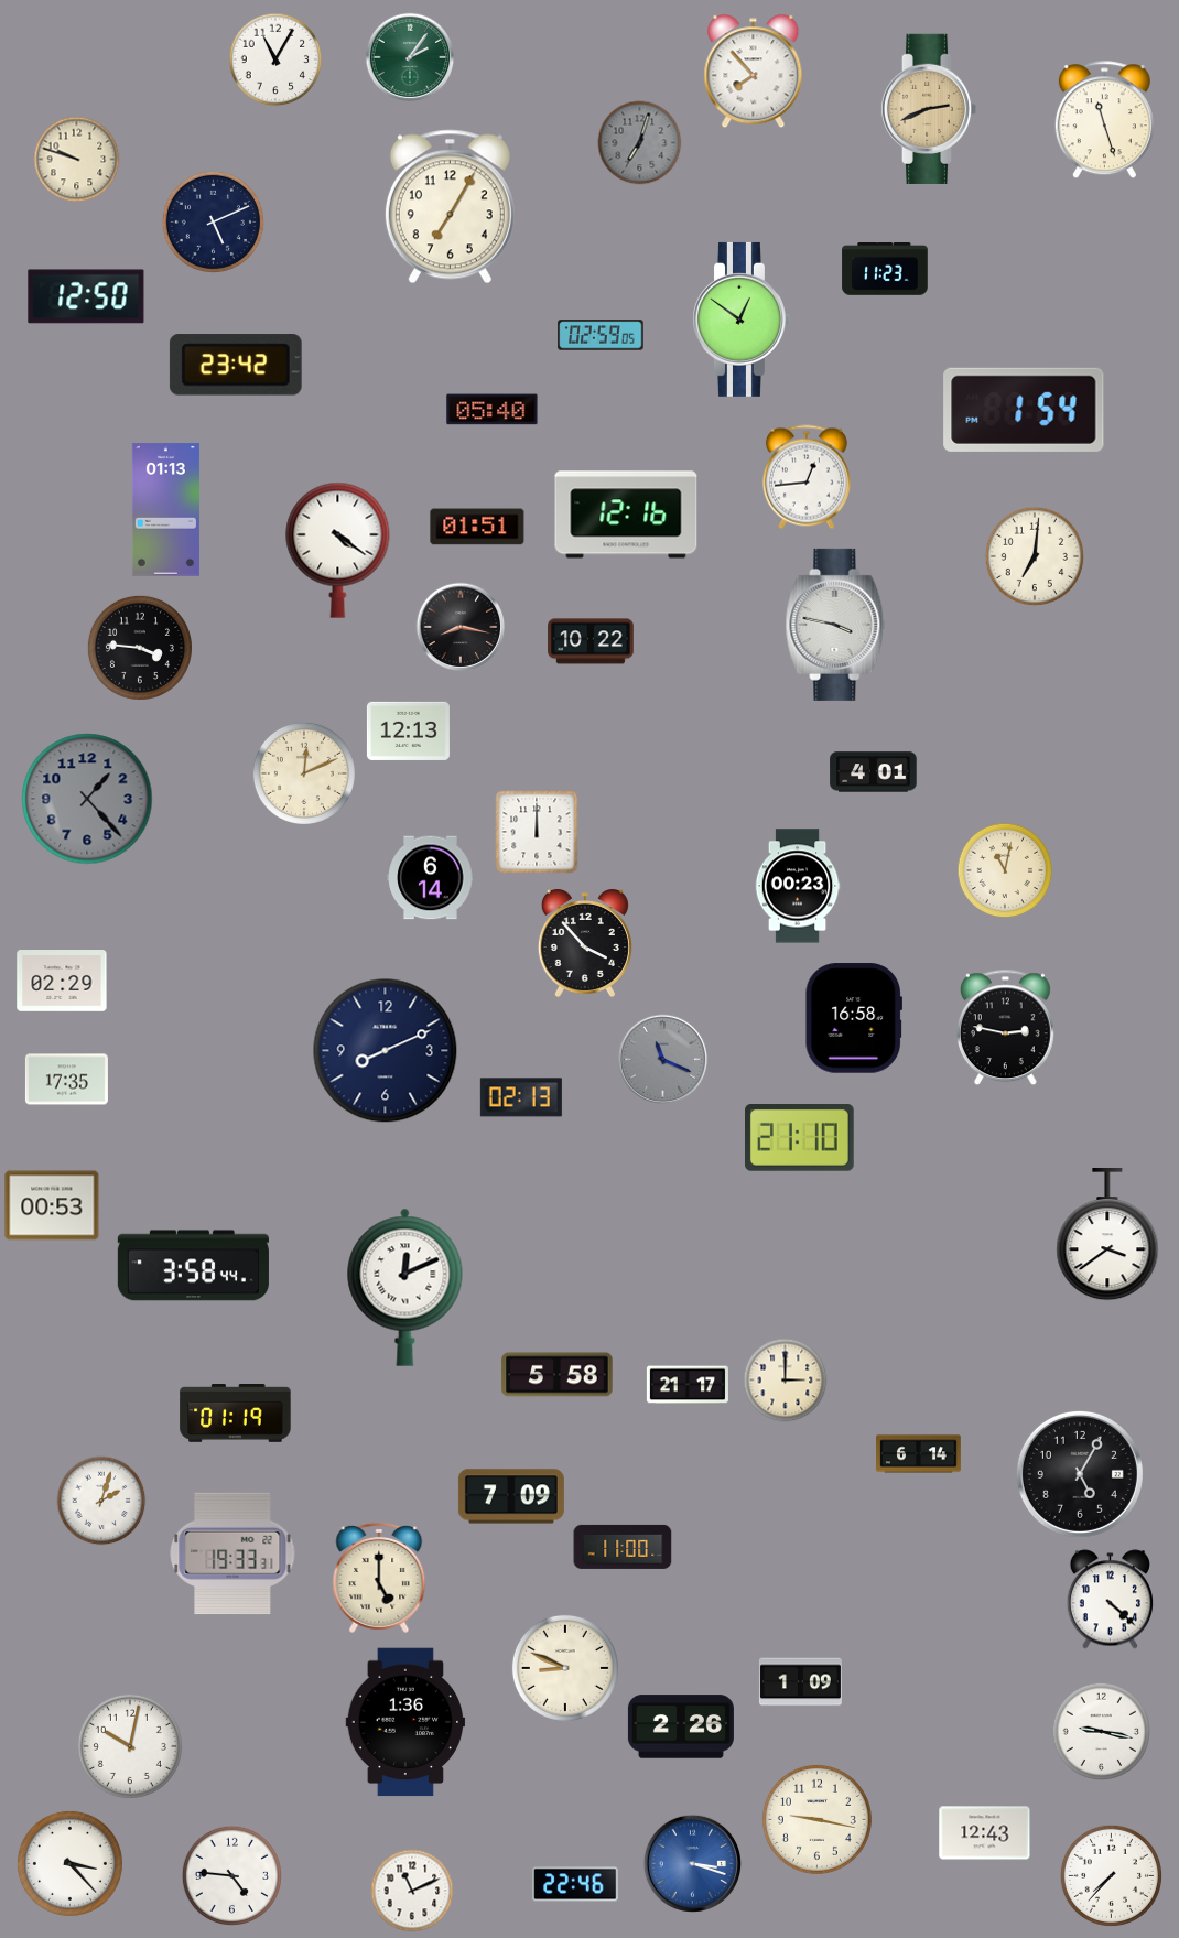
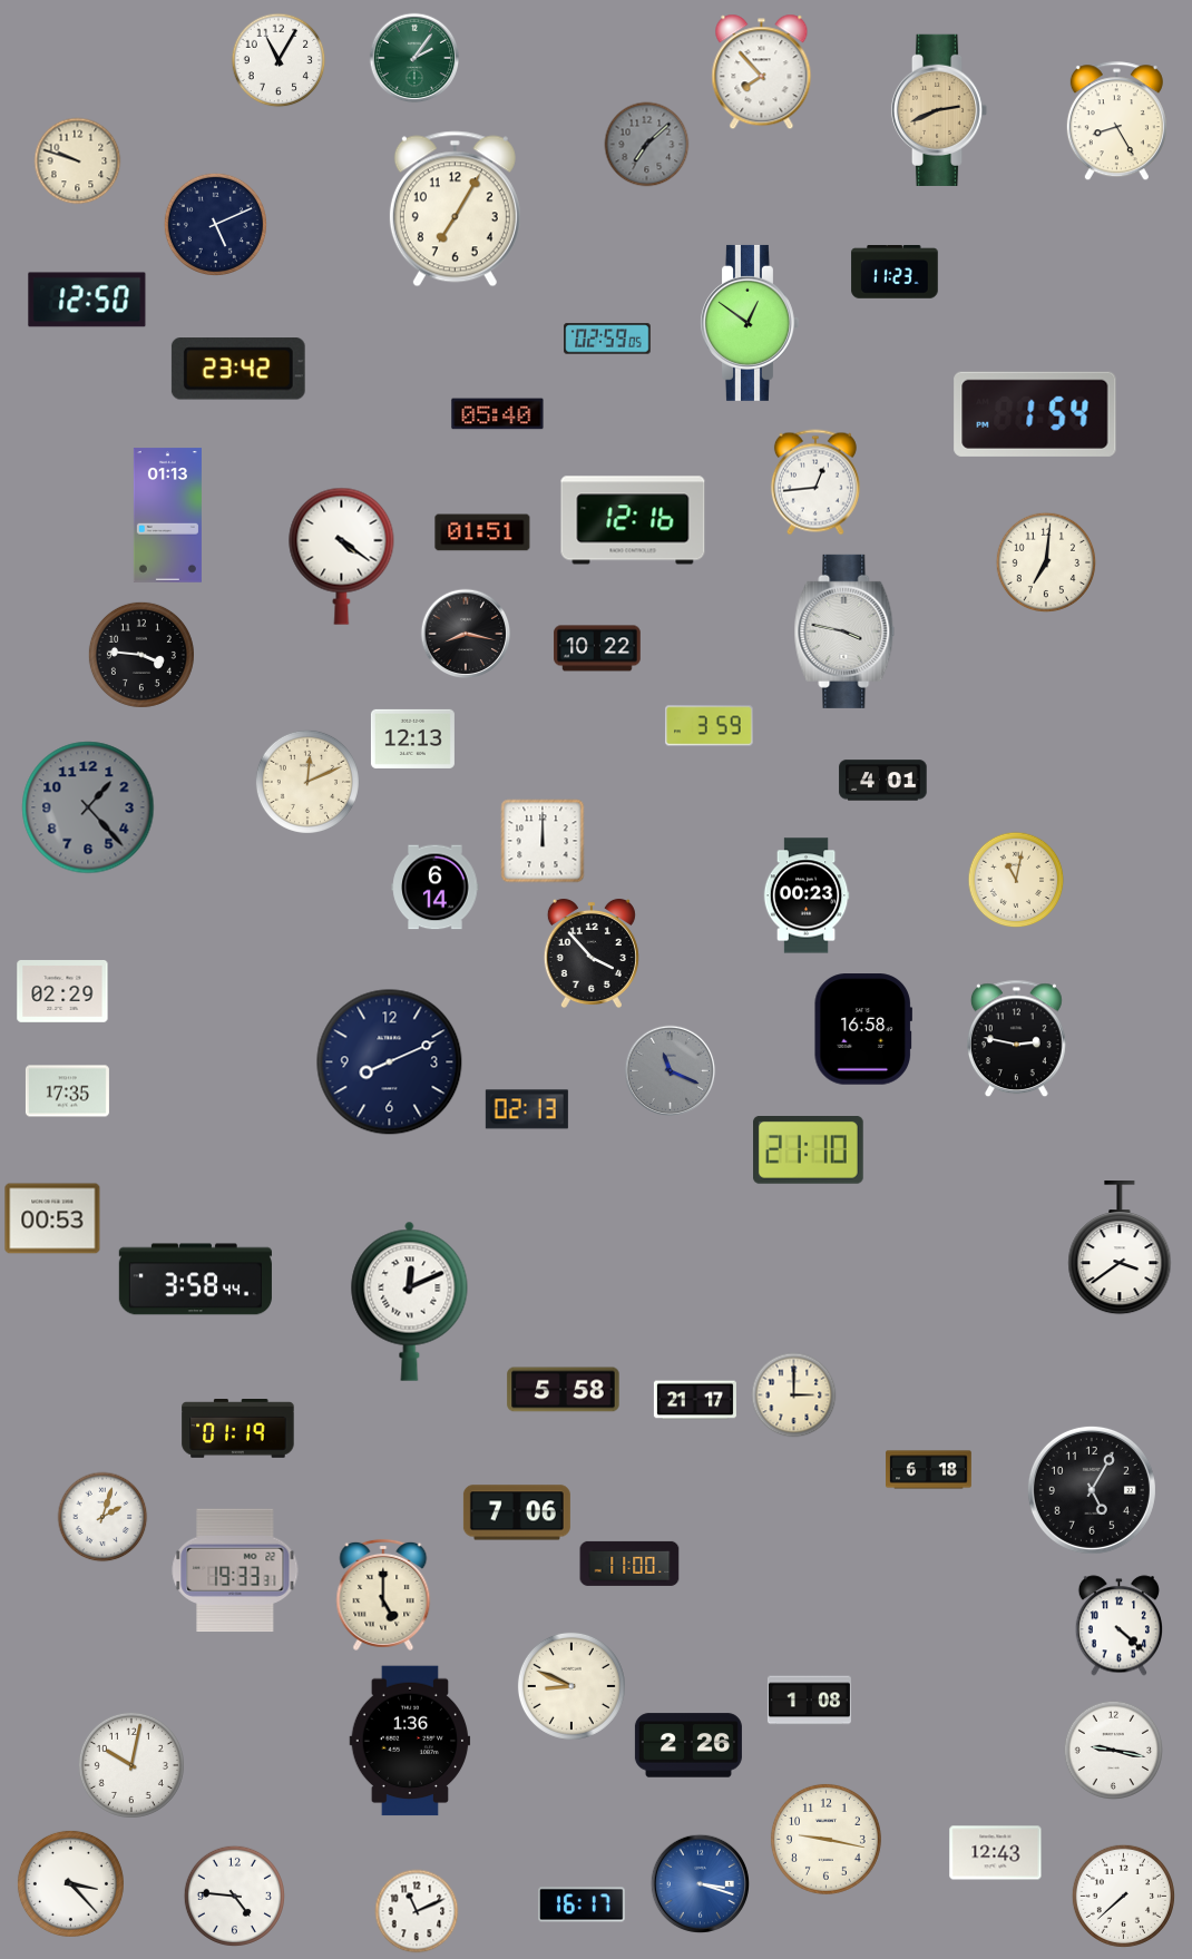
clock at (1104, 120): 11:27 -> 8:25
clock at (640, 143): 7:03 -> 7:08
clock at (710, 726): none -> 3:59
clock at (919, 1454): 6:14 -> 6:18
clock at (511, 1496): 7:09 -> 7:06
clock at (1110, 1600) position: (1110, 1600) -> (1118, 1626)
clock at (800, 1682): 1:09 -> 1:08
clock at (1111, 1875): 7:37 -> 7:38
clock at (575, 1884): 22:46 -> 16:17
